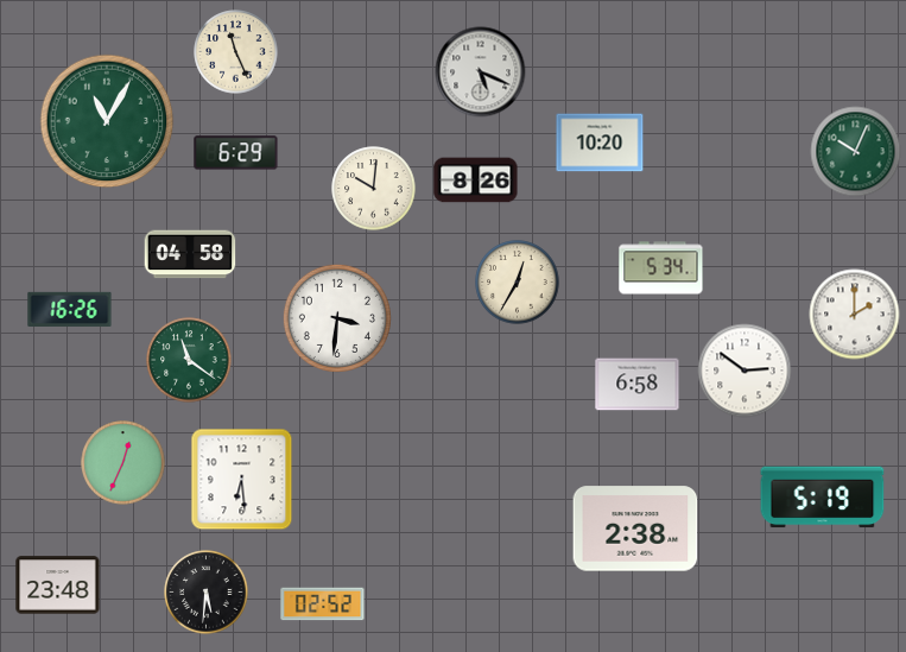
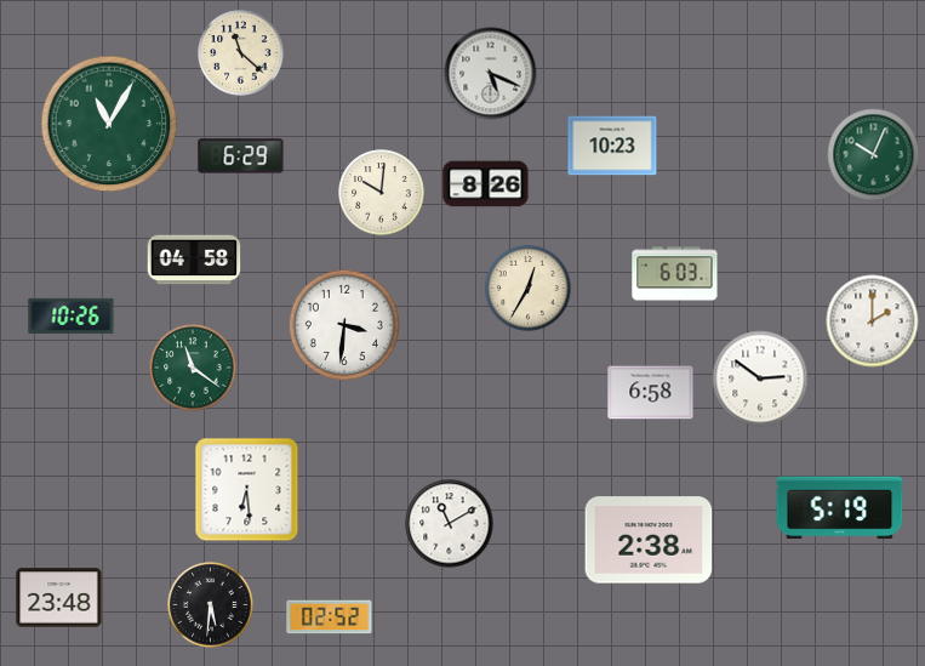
clock at (236, 52): 11:26 -> 11:22
clock at (600, 143): 10:20 -> 10:23
clock at (661, 268): 5:34 -> 6:03
clock at (70, 309): 16:26 -> 10:26
clock at (123, 463): 12:34 -> none
clock at (450, 524): none -> 11:10
